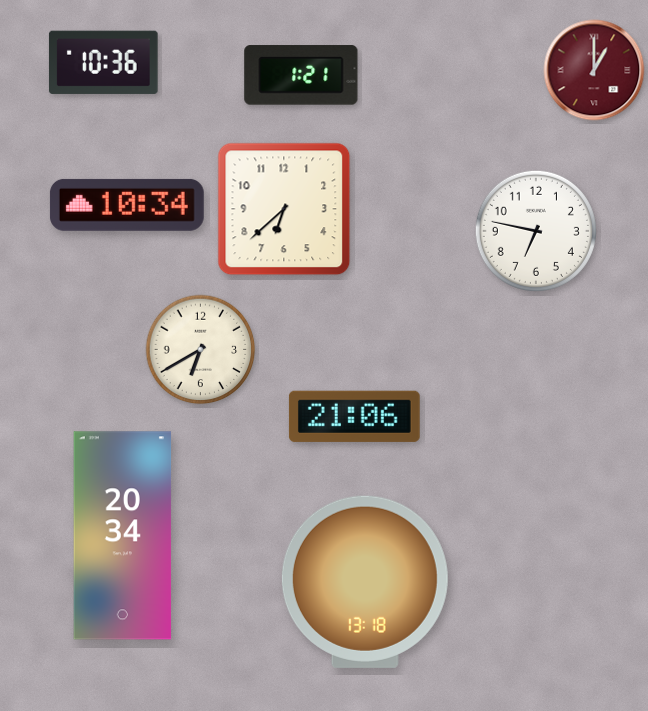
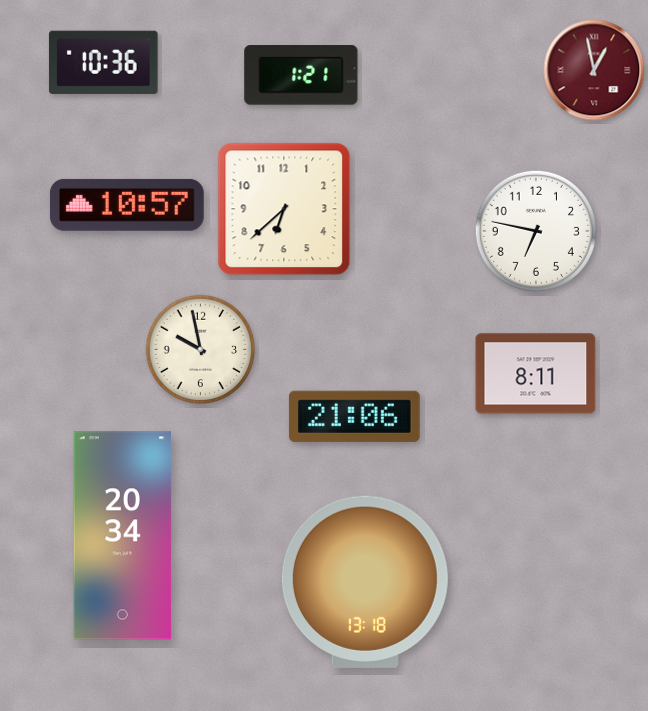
clock at (594, 70): 1:00 -> 12:58
clock at (127, 205): 10:34 -> 10:57
clock at (201, 350): 6:40 -> 9:58
clock at (536, 374): none -> 8:11
